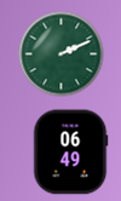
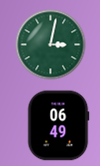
clock at (62, 54): 2:11 -> 3:02
